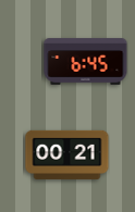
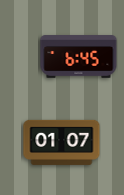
clock at (67, 154): 00:21 -> 01:07
